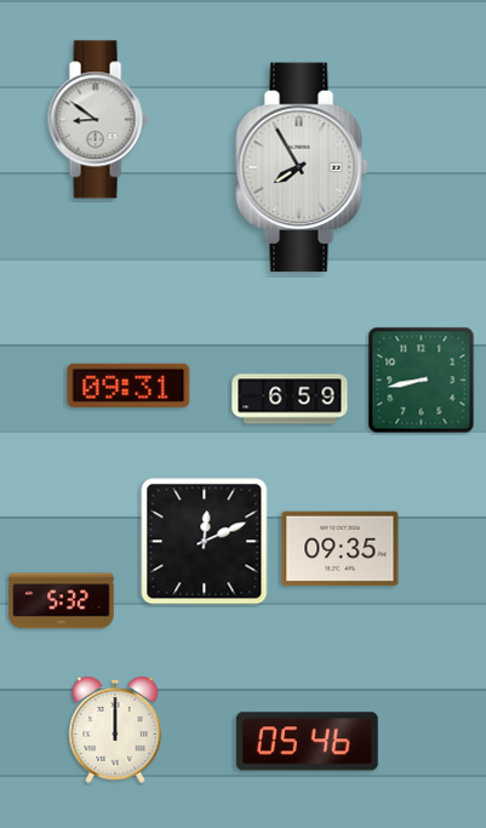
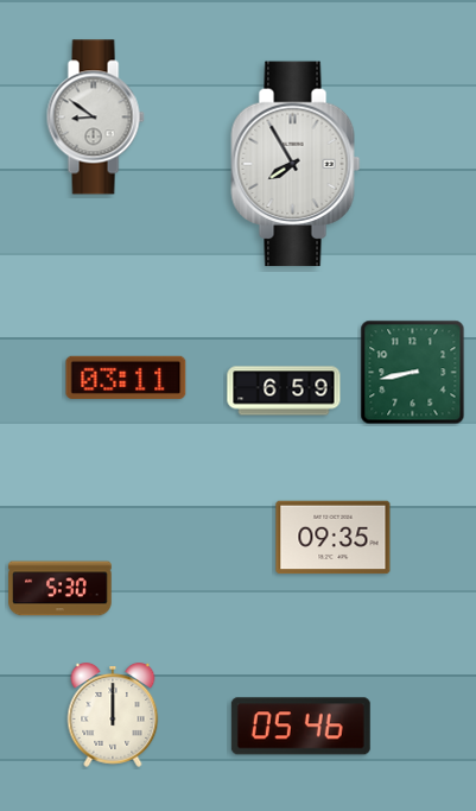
clock at (128, 386): 09:31 -> 03:11
clock at (205, 542): 12:11 -> none
clock at (62, 601): 5:32 -> 5:30
